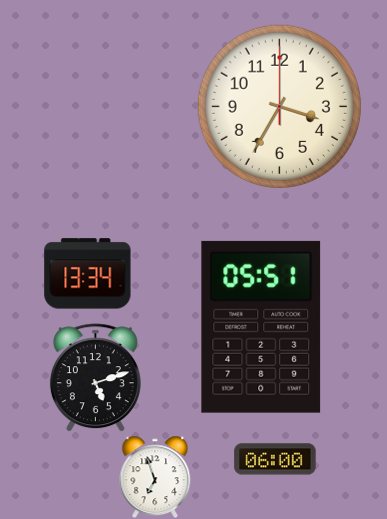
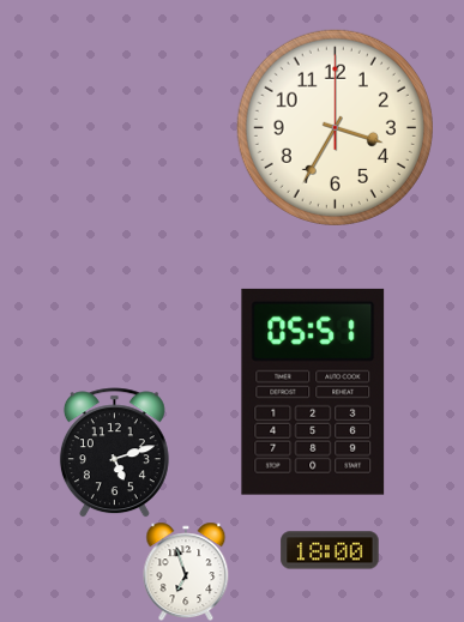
clock at (88, 274): 13:34 -> none
clock at (275, 459): 06:00 -> 18:00
